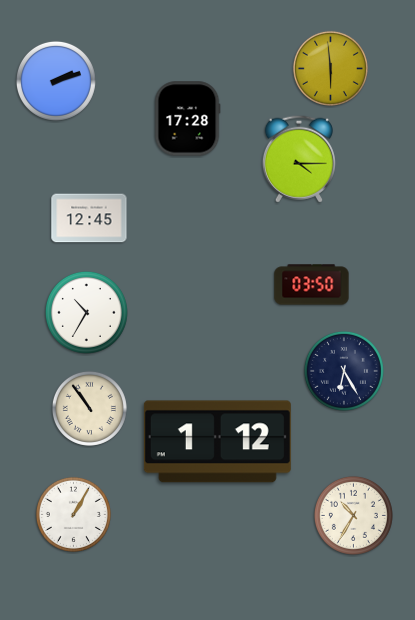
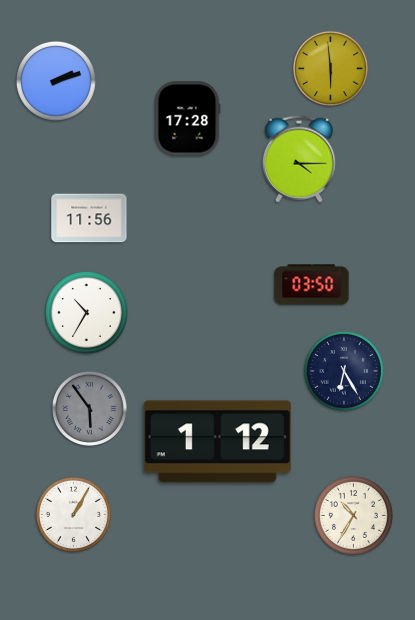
clock at (89, 218): 12:45 -> 11:56
clock at (89, 408): 10:54 -> 5:54
clock at (89, 408) dial: cream -> grey
